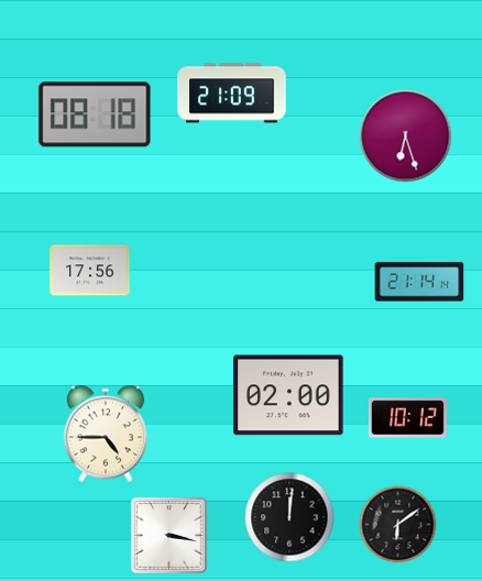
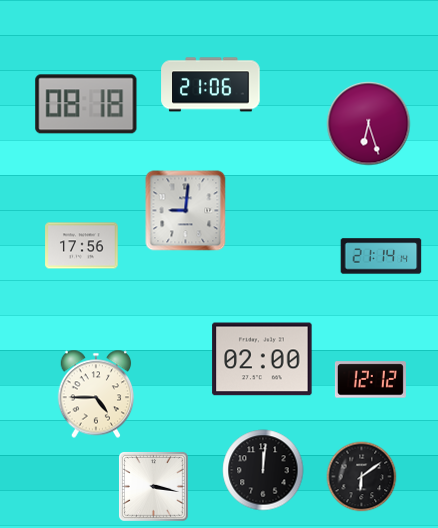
clock at (232, 94): 21:09 -> 21:06
clock at (186, 211): none -> 9:01
clock at (407, 418): 10:12 -> 12:12
